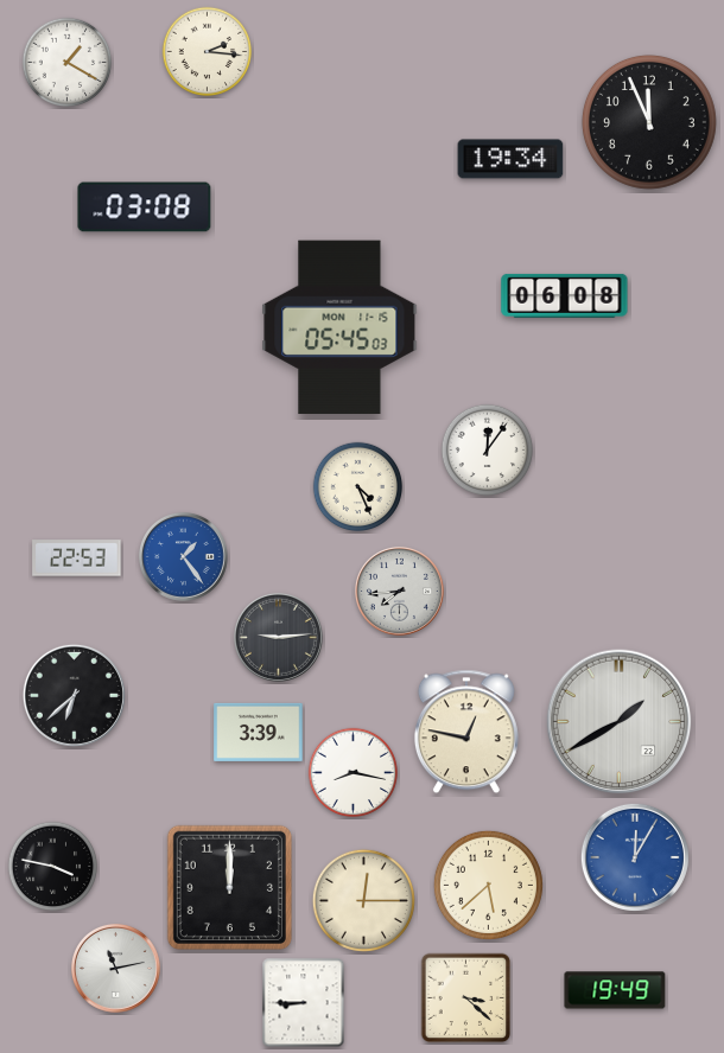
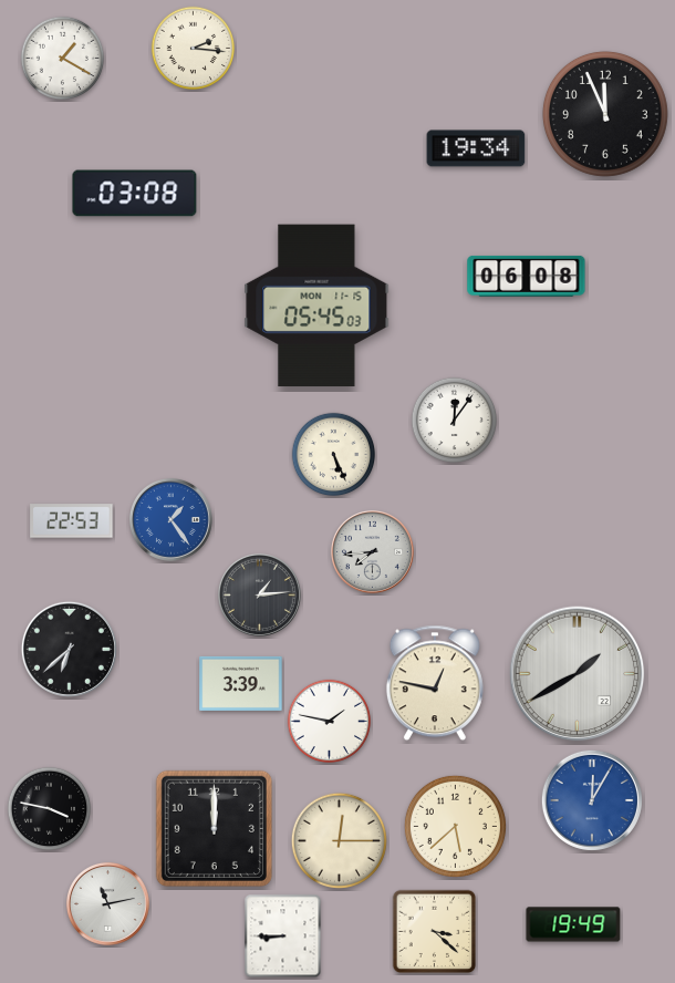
clock at (358, 487): 4:26 -> 5:26
clock at (278, 637): 9:14 -> 1:14
clock at (354, 773): 8:17 -> 1:47
